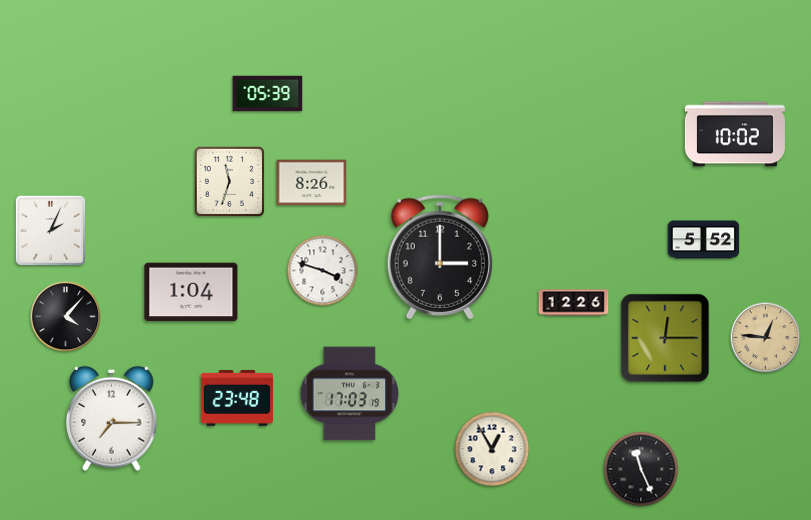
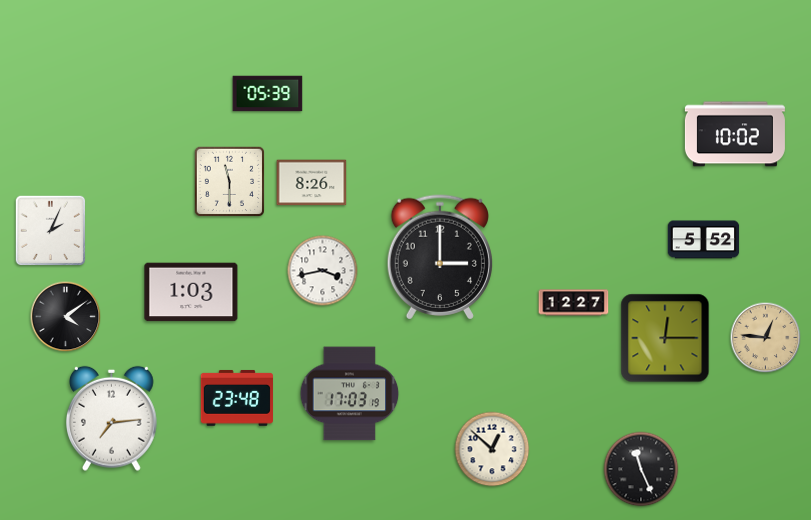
clock at (229, 181): 11:33 -> 11:30
clock at (323, 271): 3:48 -> 3:43
clock at (191, 292): 1:04 -> 1:03
clock at (574, 303): 12:26 -> 12:27
clock at (66, 317): 4:07 -> 4:09
clock at (112, 418): 7:15 -> 7:14
clock at (492, 449): 12:55 -> 12:52
